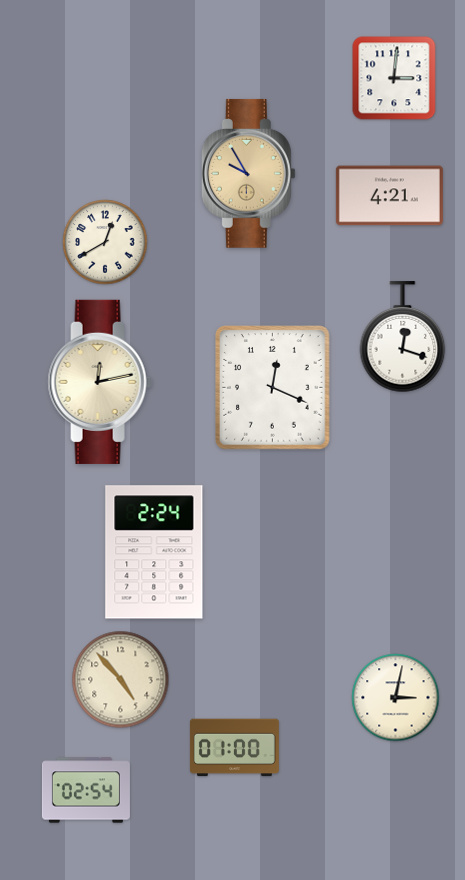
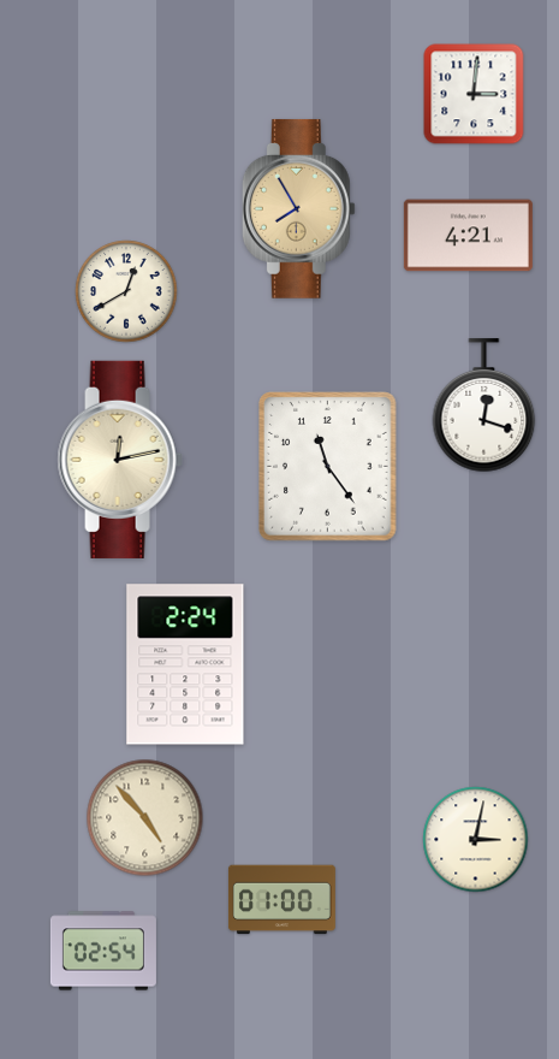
clock at (248, 173): 9:55 -> 7:55
clock at (273, 388): 12:19 -> 11:24
